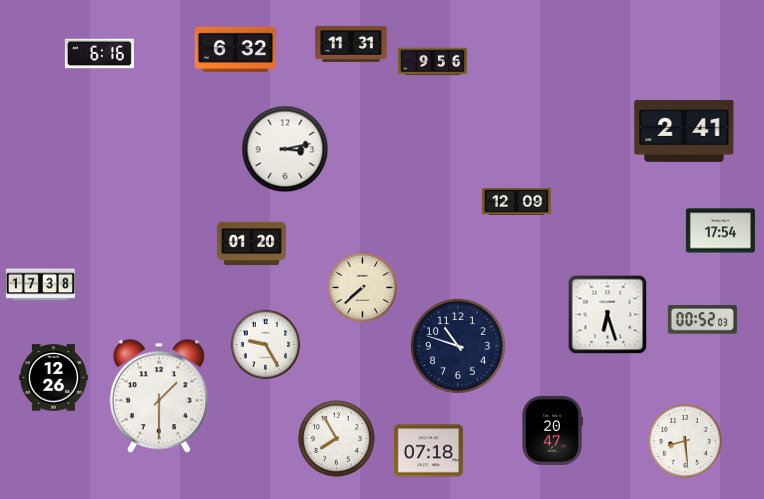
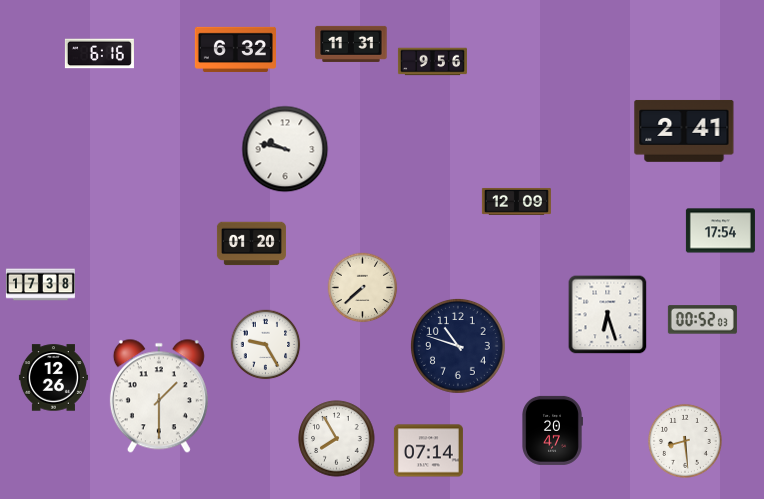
clock at (285, 149): 3:13 -> 9:47
clock at (428, 451): 07:18 -> 07:14
